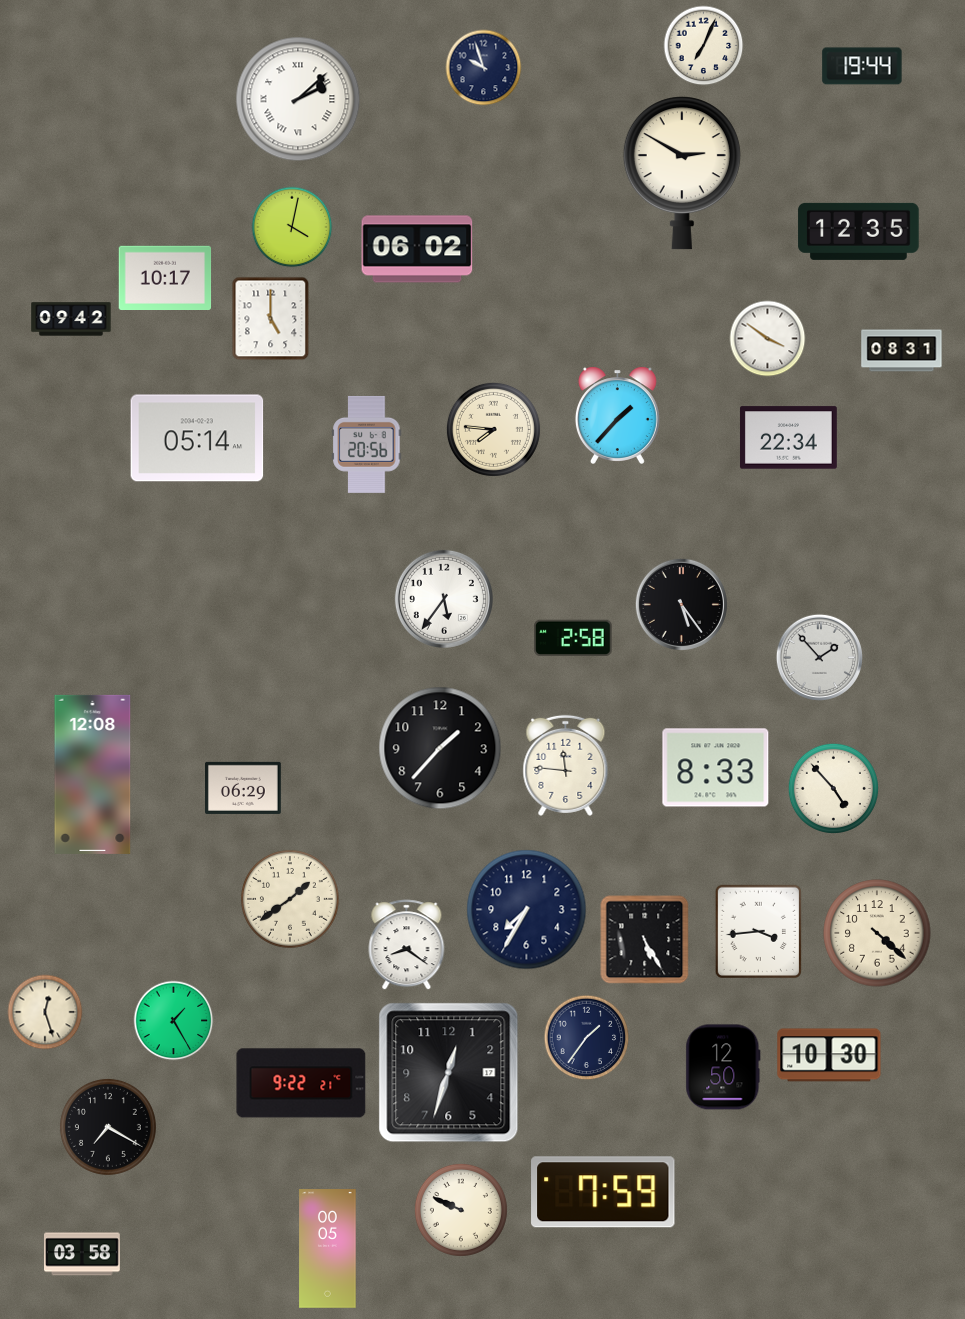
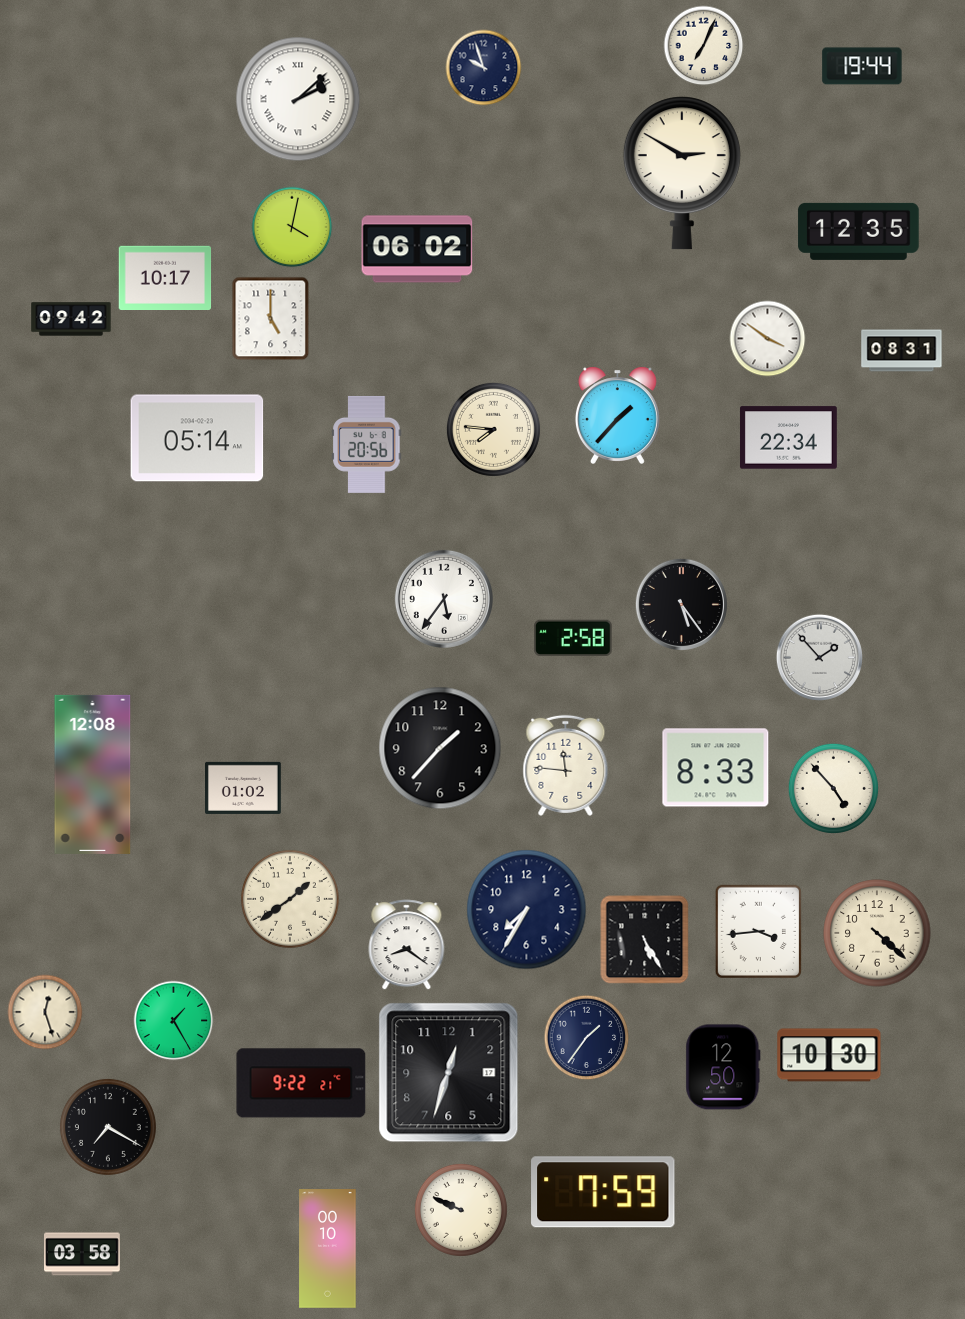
clock at (244, 788): 06:29 -> 01:02
clock at (328, 1249): 00:05 -> 00:10
